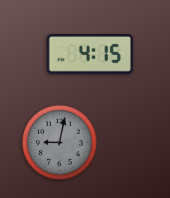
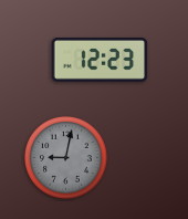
clock at (90, 55): 4:15 -> 12:23
